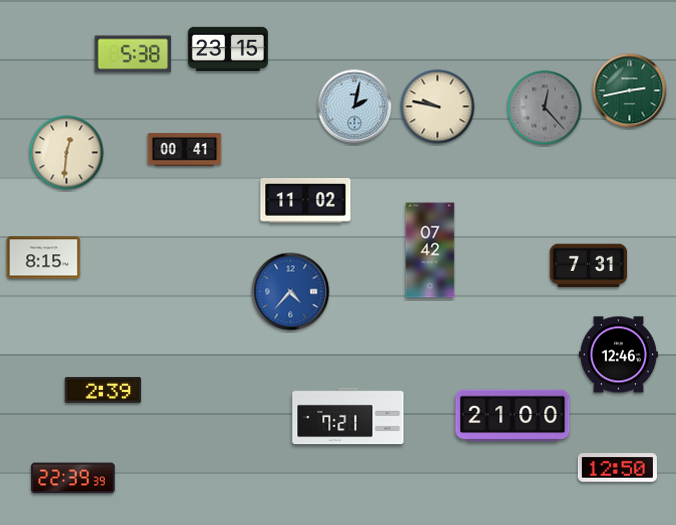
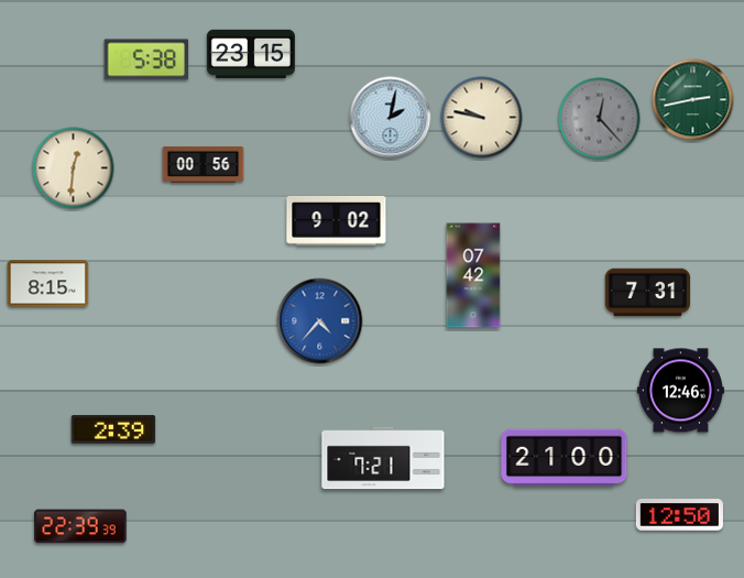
clock at (185, 149): 00:41 -> 00:56
clock at (306, 200): 11:02 -> 9:02
